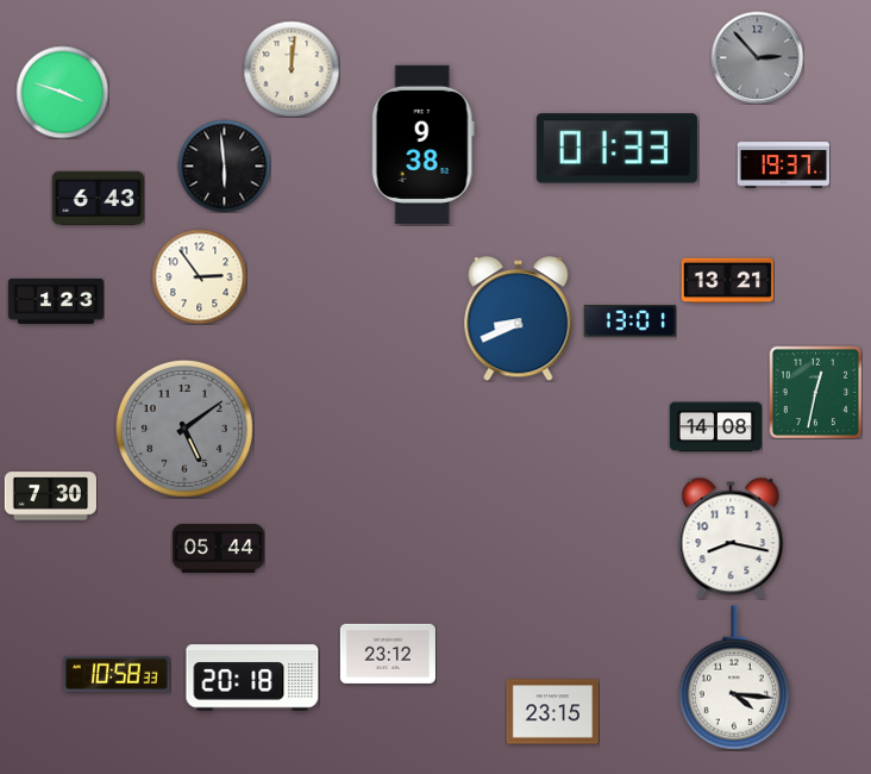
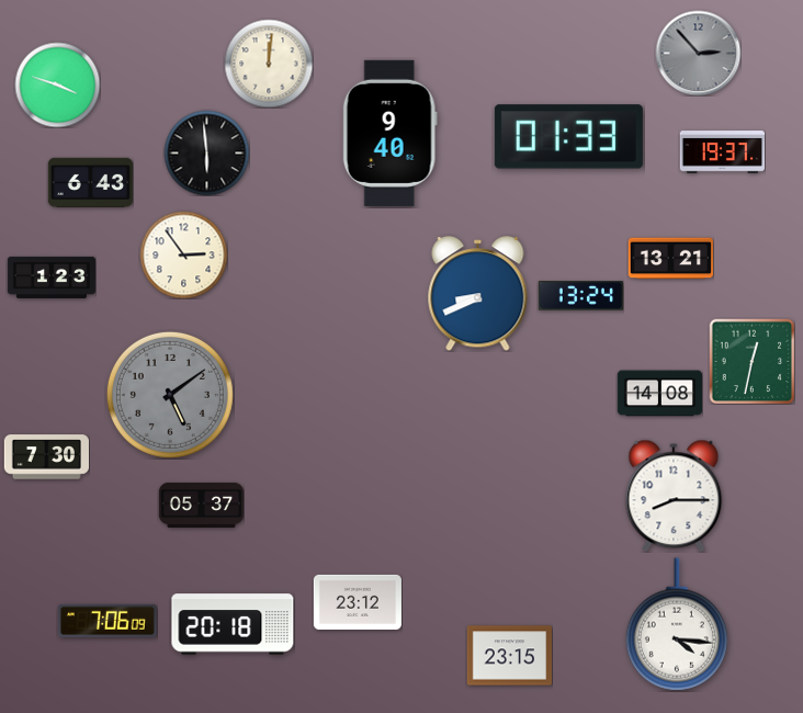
clock at (422, 144): 9:38 -> 9:40
clock at (629, 322): 13:01 -> 13:24
clock at (731, 538): 8:17 -> 8:15
clock at (218, 548): 05:44 -> 05:37
clock at (117, 674): 10:58 -> 7:06
